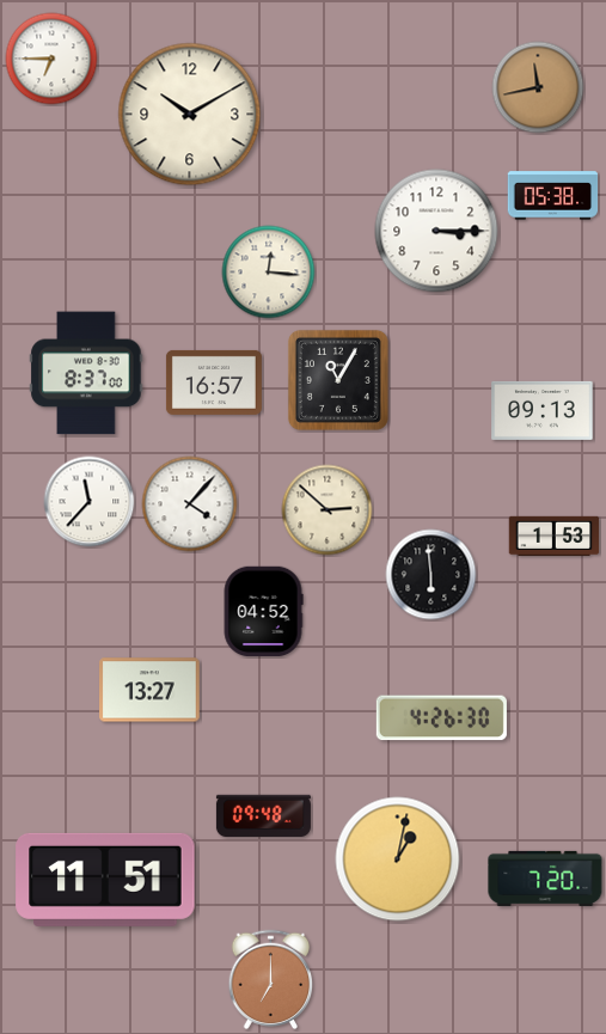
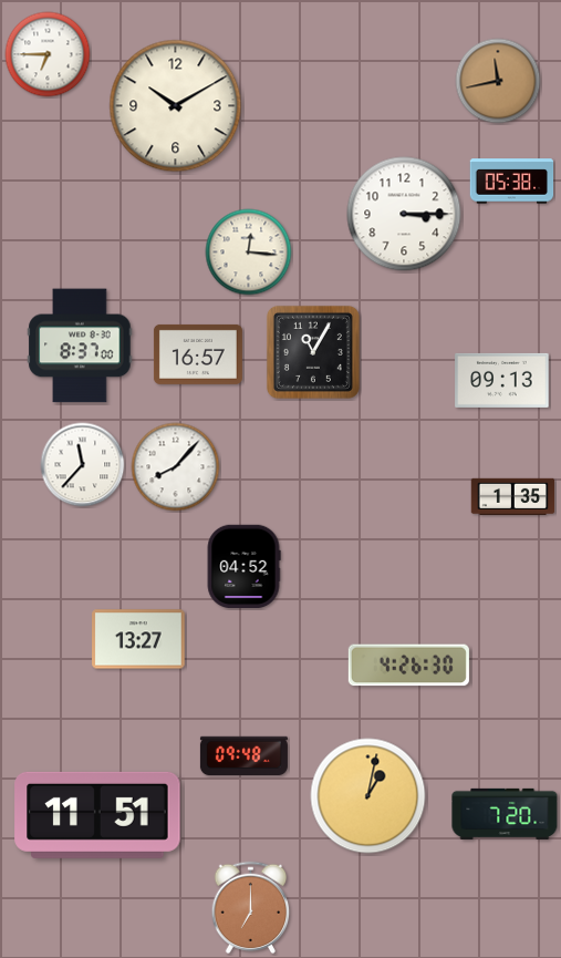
clock at (190, 504): 4:07 -> 8:07
clock at (328, 510): 2:52 -> none
clock at (555, 536): 1:53 -> 1:35
clock at (431, 575): 5:59 -> none
